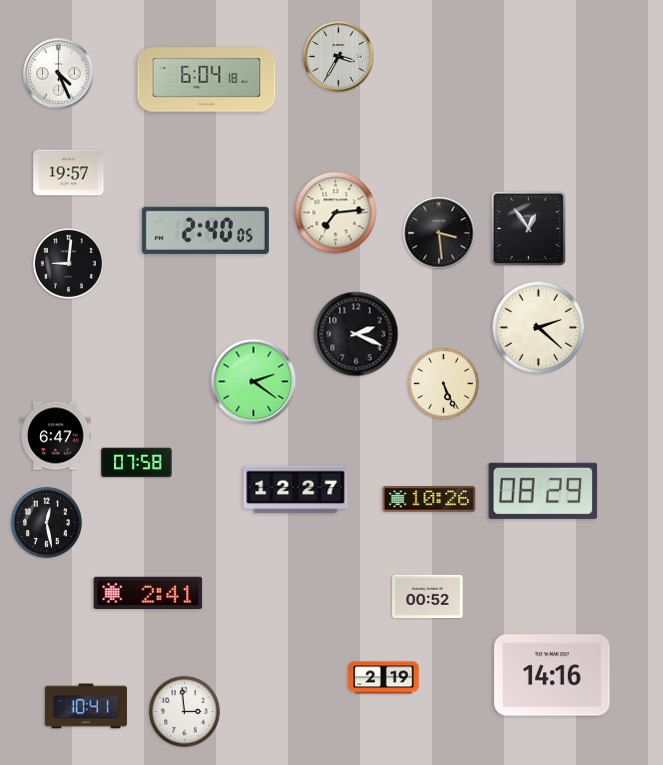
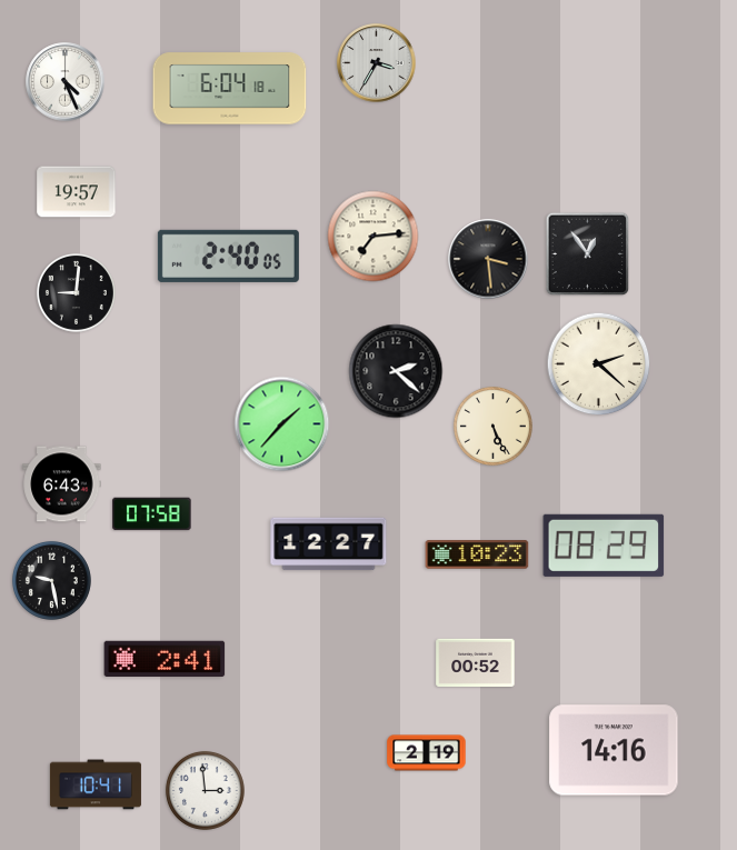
clock at (356, 334): 2:19 -> 2:22
clock at (254, 382): 2:21 -> 1:37
clock at (56, 436): 6:47 -> 6:43
clock at (429, 499): 10:26 -> 10:23
clock at (46, 522): 12:28 -> 9:28
